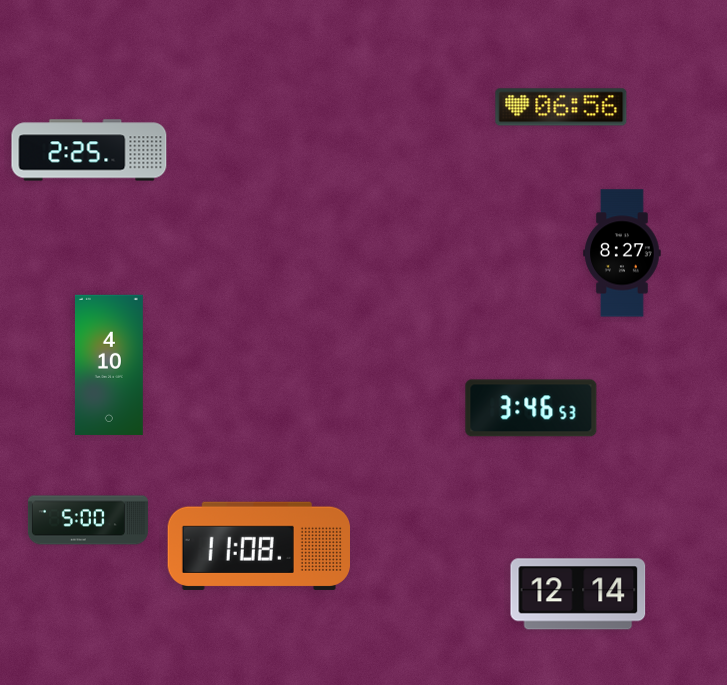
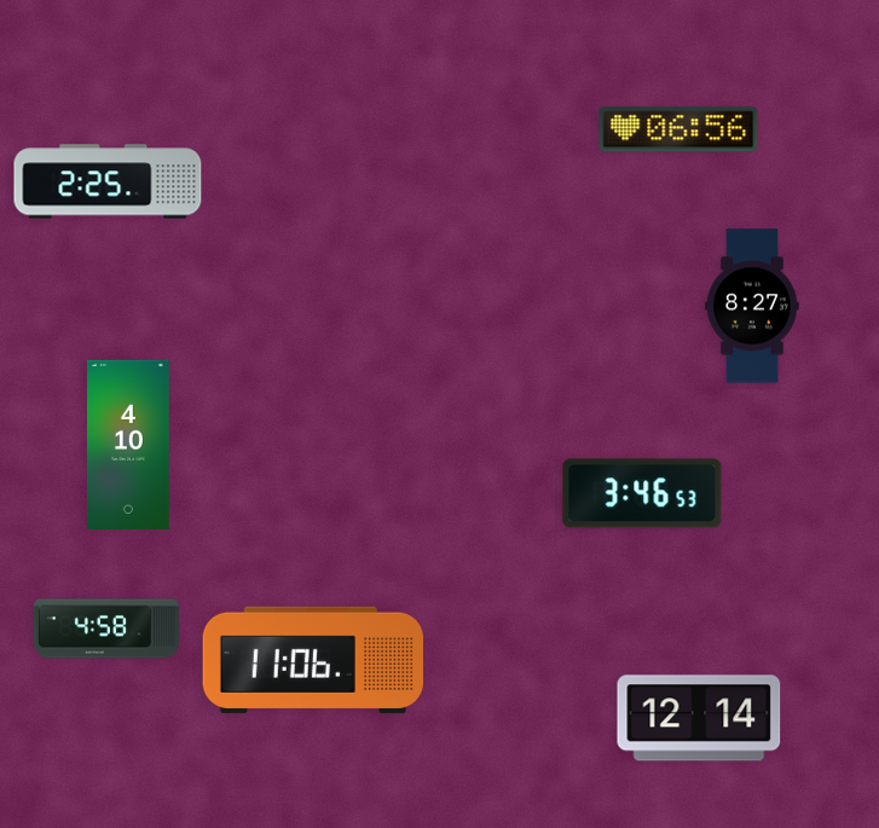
clock at (109, 365) position: (109, 365) -> (128, 445)
clock at (88, 520): 5:00 -> 4:58
clock at (258, 546): 11:08 -> 11:06
